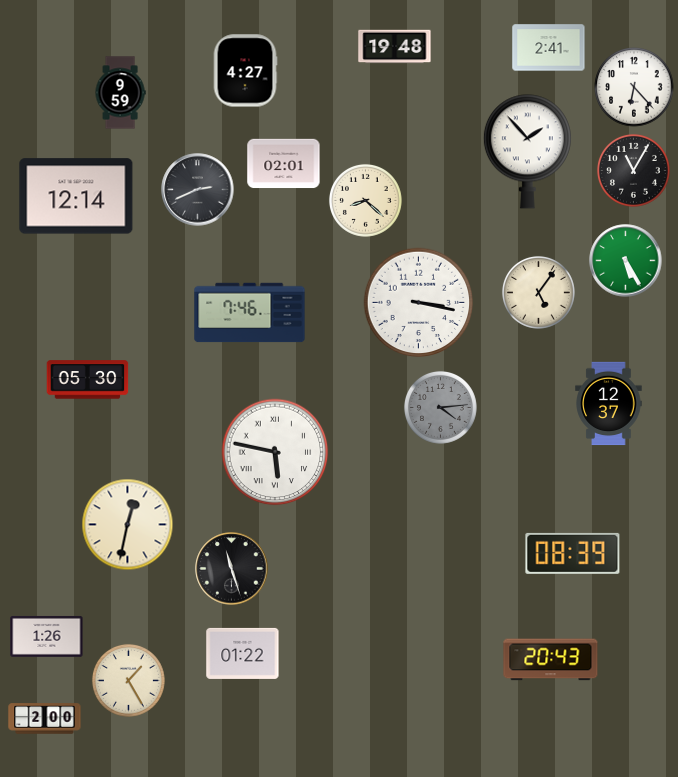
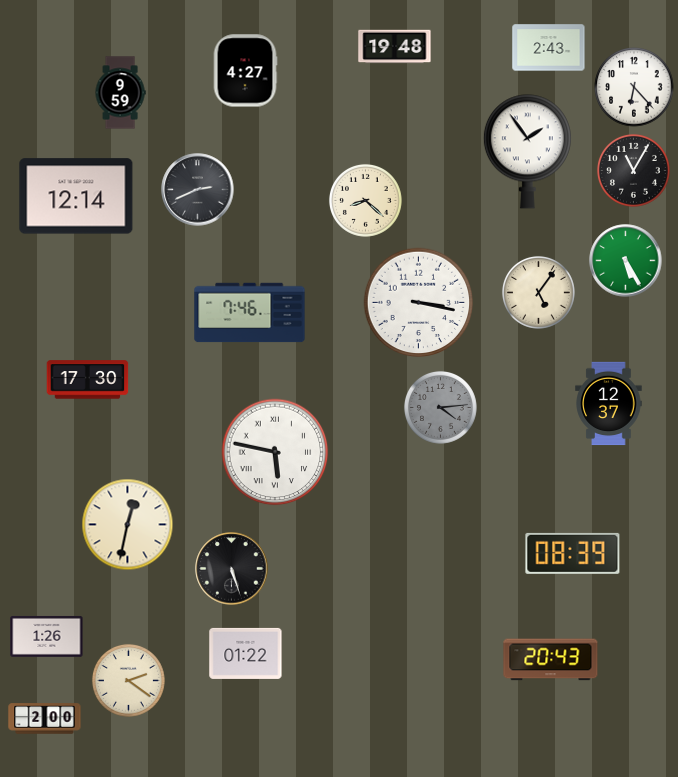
clock at (549, 48): 2:41 -> 2:43
clock at (527, 152): 1:53 -> 1:54
clock at (284, 164): 02:01 -> none
clock at (88, 380): 05:30 -> 17:30
clock at (232, 569): 11:27 -> 5:27
clock at (243, 653) position: (243, 653) -> (246, 653)
clock at (128, 680): 1:25 -> 2:21
